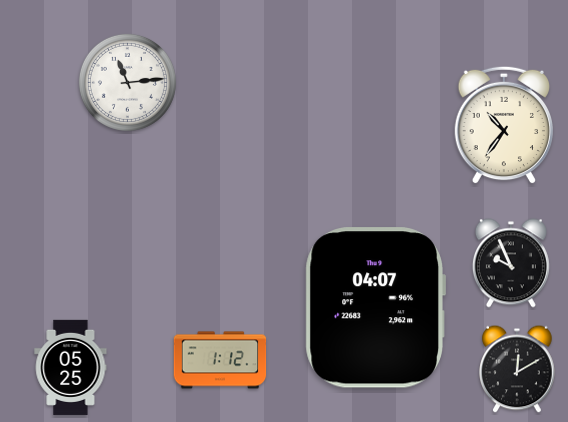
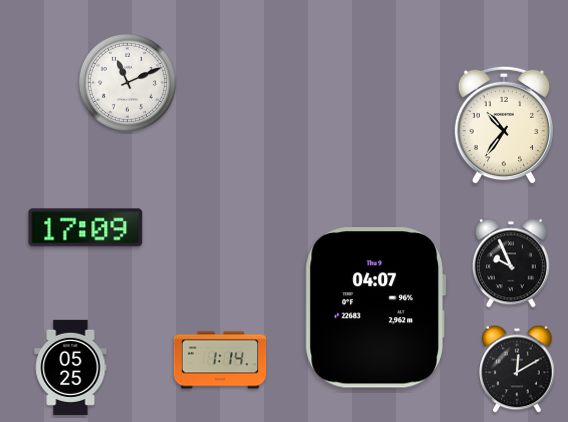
clock at (127, 82): 11:14 -> 11:11
clock at (86, 228): none -> 17:09
clock at (220, 360): 1:12 -> 1:14
